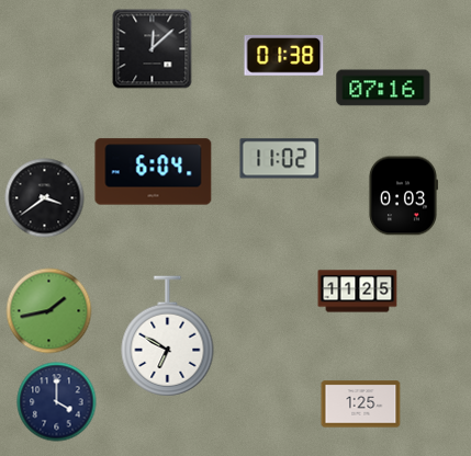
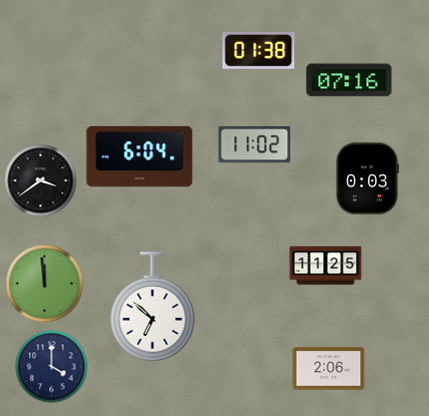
clock at (153, 49): 12:08 -> none
clock at (49, 311): 1:43 -> 11:59
clock at (168, 337): 6:50 -> 6:52
clock at (361, 404): 1:25 -> 2:06
